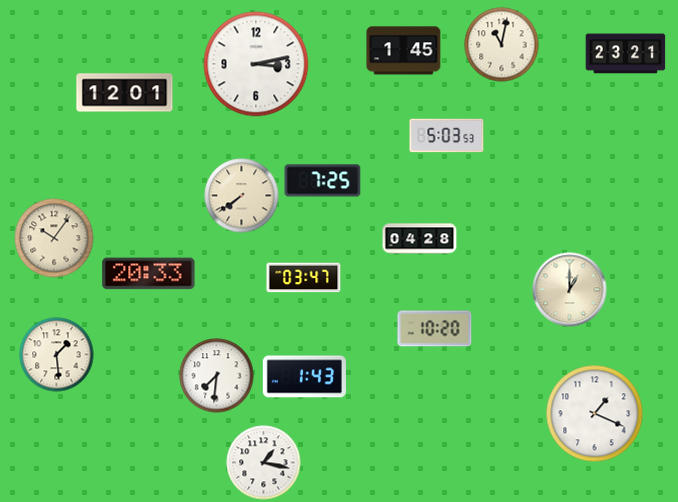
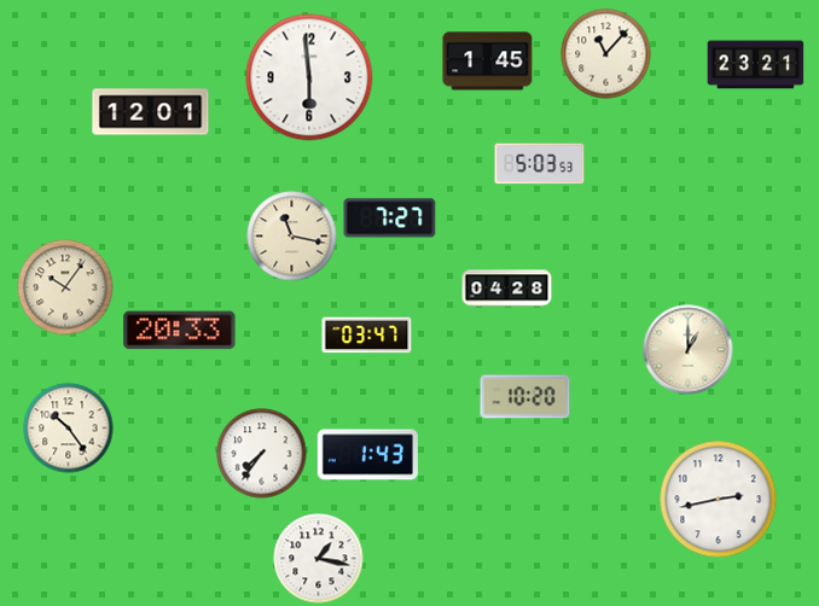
clock at (502, 45): 11:02 -> 11:07
clock at (256, 64): 3:13 -> 5:59
clock at (323, 181): 7:25 -> 7:27
clock at (242, 196): 7:39 -> 11:17
clock at (57, 355): 1:29 -> 10:24
clock at (217, 376): 7:31 -> 7:36
clock at (595, 414): 1:19 -> 2:43
